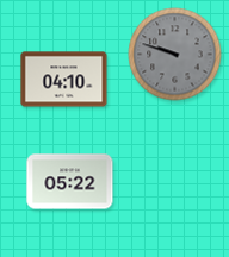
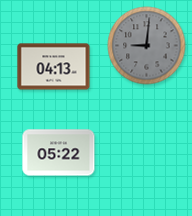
clock at (175, 55): 9:48 -> 9:01
clock at (64, 80): 04:10 -> 04:13
